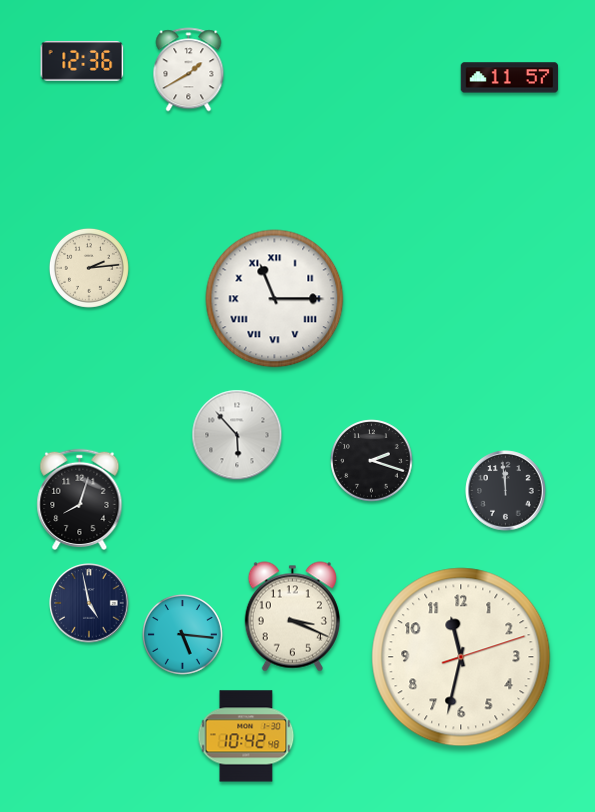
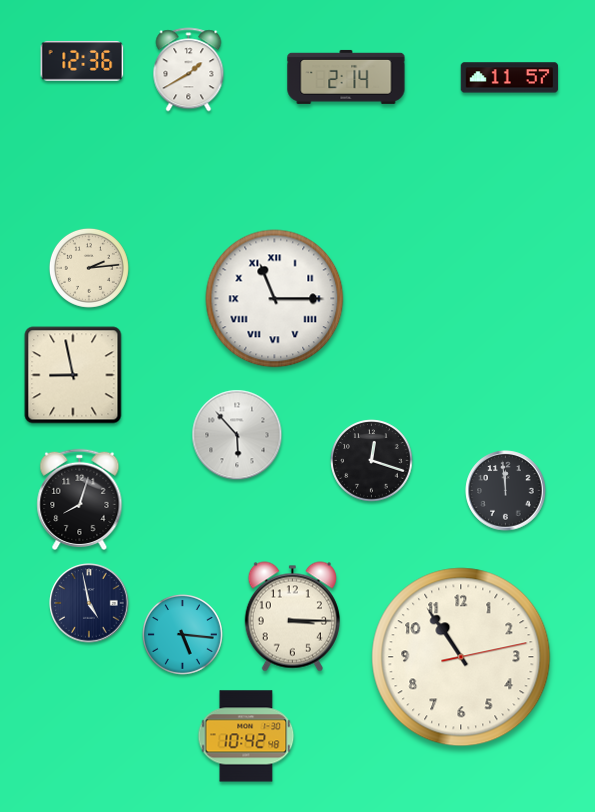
clock at (346, 77): none -> 2:14
clock at (73, 375): none -> 8:58
clock at (372, 461): 2:18 -> 12:18
clock at (292, 617): 3:19 -> 3:15
clock at (461, 657): 11:32 -> 10:54
